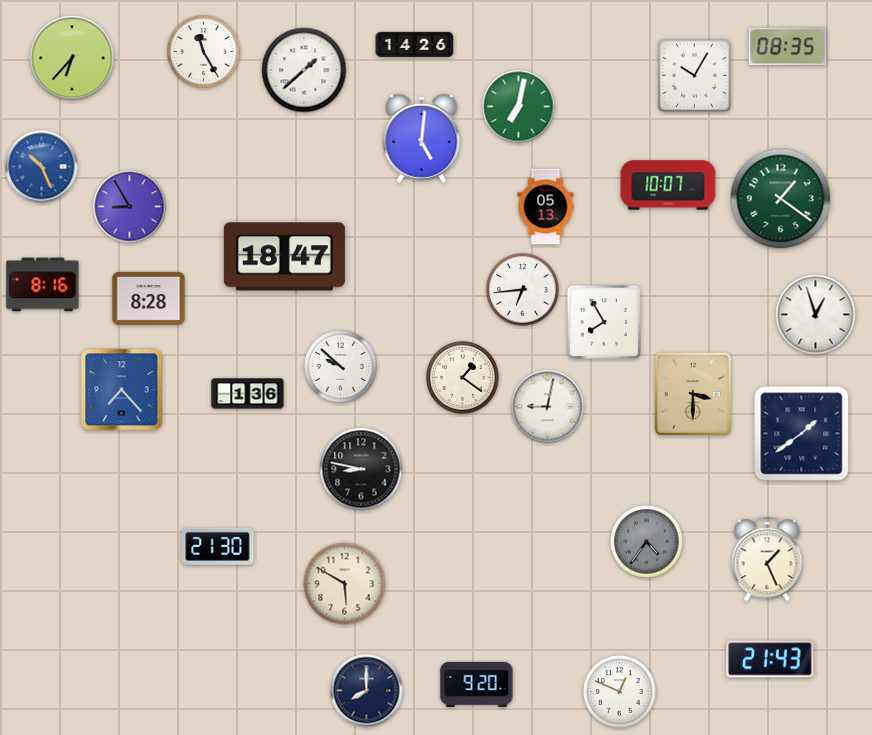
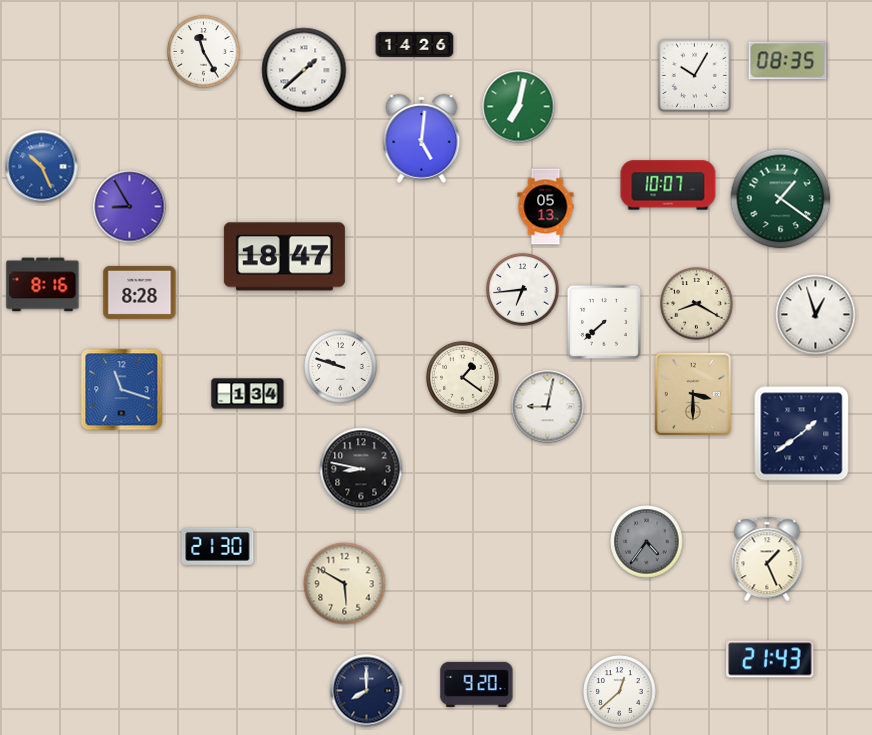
clock at (788, 47) position: (788, 47) -> (788, 61)
clock at (72, 58): 6:37 -> none
clock at (149, 298) position: (149, 298) -> (140, 292)
clock at (697, 304): none -> 8:20
clock at (604, 322): 7:55 -> 7:38
clock at (341, 367): 9:52 -> 9:48
clock at (122, 390): 7:23 -> 11:18
clock at (248, 394): 1:36 -> 1:34
clock at (620, 692): 12:49 -> 12:38
